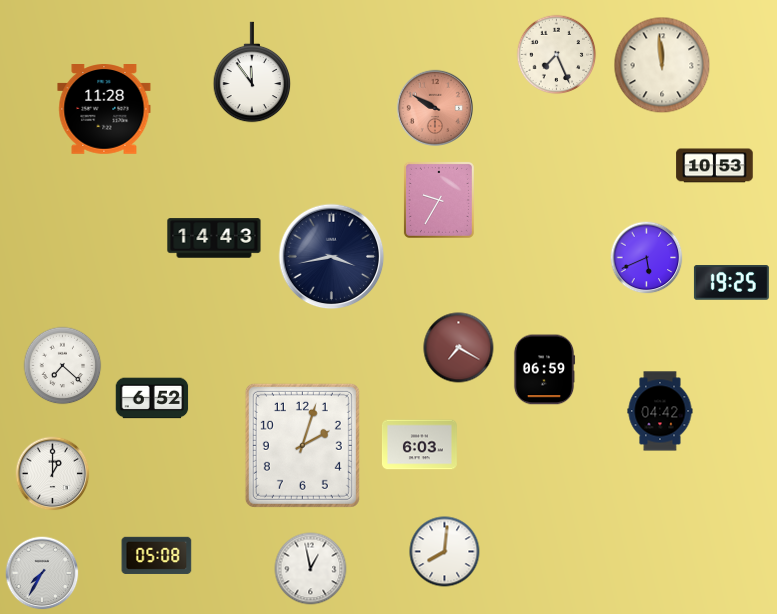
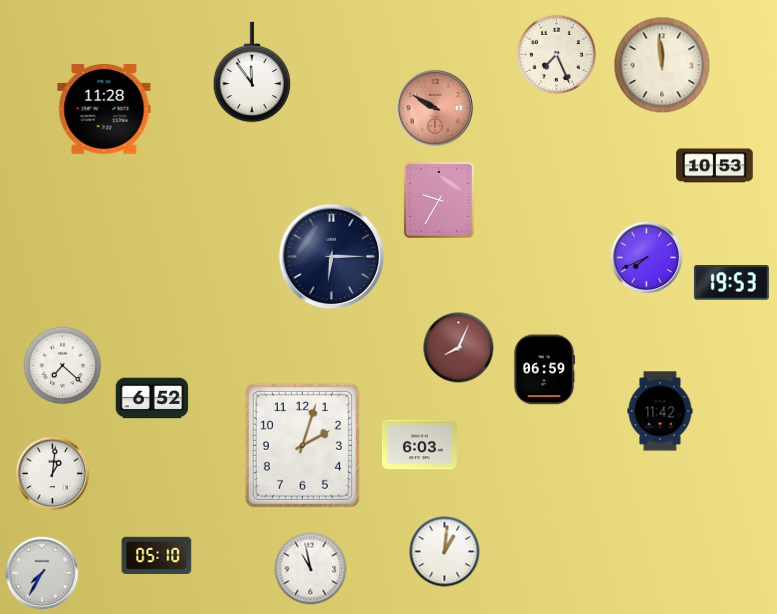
clock at (214, 238): 14:43 -> none
clock at (332, 257): 3:43 -> 6:15
clock at (647, 258): 5:41 -> 7:41
clock at (731, 283): 19:25 -> 19:53
clock at (459, 348): 7:20 -> 8:04
clock at (660, 411): 04:42 -> 11:42
clock at (53, 474): 1:00 -> 1:01
clock at (445, 552): 8:01 -> 1:01
clock at (157, 555): 05:08 -> 05:10
clock at (311, 569): 12:58 -> 10:58
